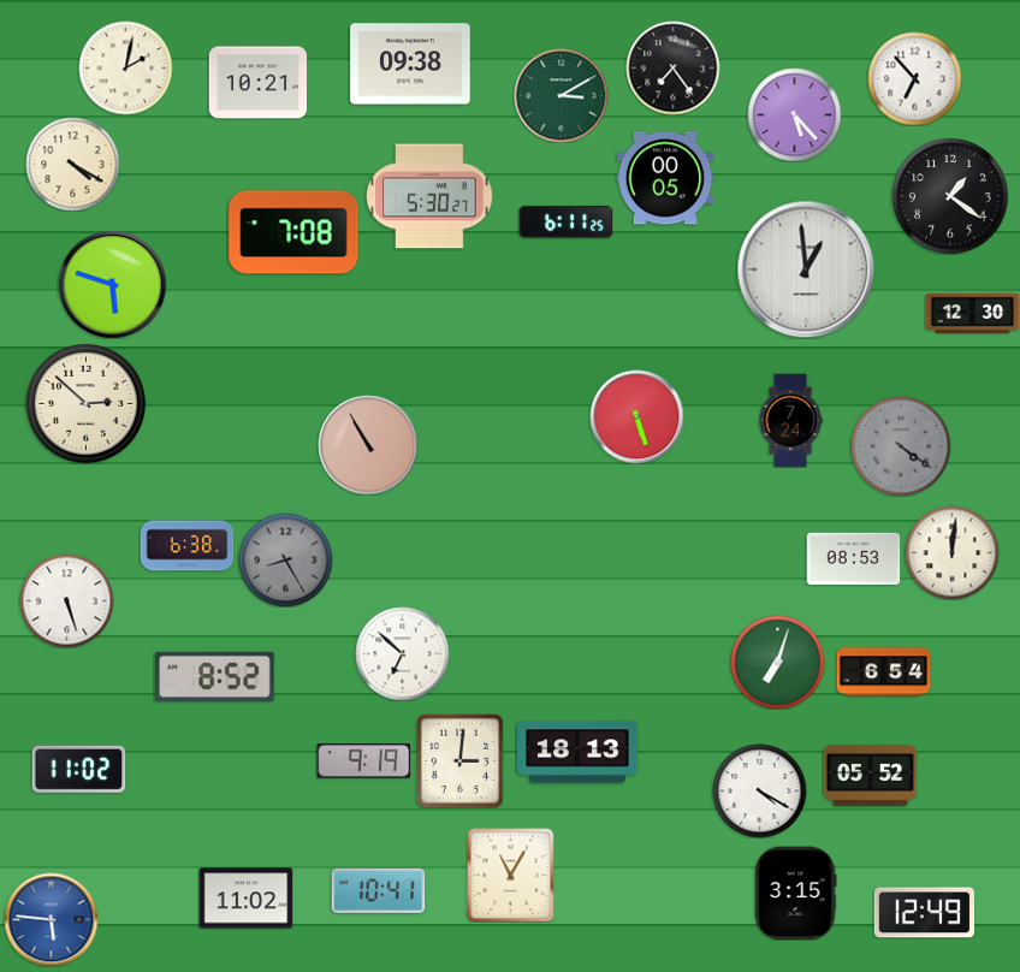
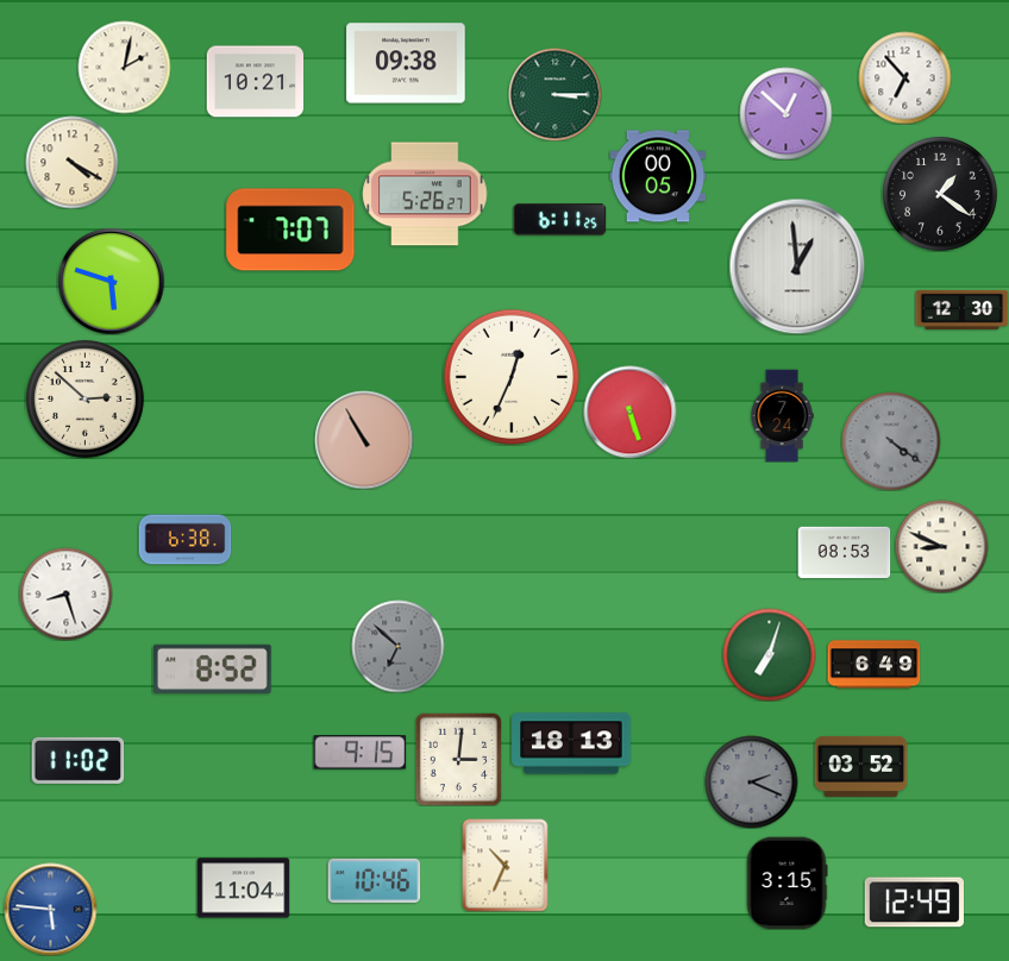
clock at (672, 67): 7:24 -> none
clock at (561, 95): 3:10 -> 3:15
clock at (794, 114): 5:23 -> 12:52
clock at (429, 196): 5:30 -> 5:26
clock at (293, 232): 7:08 -> 7:07
clock at (510, 376): none -> 12:34
clock at (951, 552): 12:01 -> 8:49
clock at (285, 559): 8:25 -> none
clock at (66, 600): 5:27 -> 8:27
clock at (402, 653) dial: white -> grey
clock at (883, 672): 6:54 -> 6:49
clock at (459, 760) position: (459, 760) -> (458, 759)
clock at (363, 761): 9:19 -> 9:15
clock at (870, 775): 05:52 -> 03:52
clock at (759, 790): 4:20 -> 2:19
clock at (759, 790) dial: white -> grey
clock at (511, 875): 11:05 -> 10:34
clock at (378, 890): 10:41 -> 10:46
clock at (245, 899): 11:02 -> 11:04
